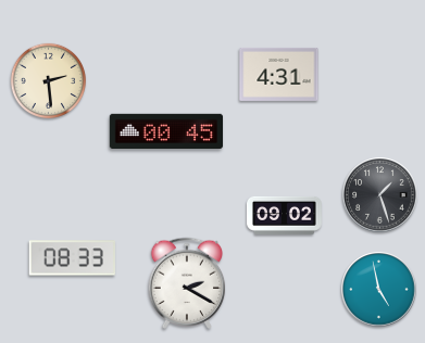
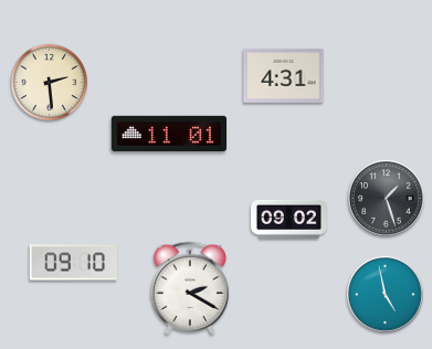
clock at (166, 130): 00:45 -> 11:01
clock at (72, 258): 08:33 -> 09:10
